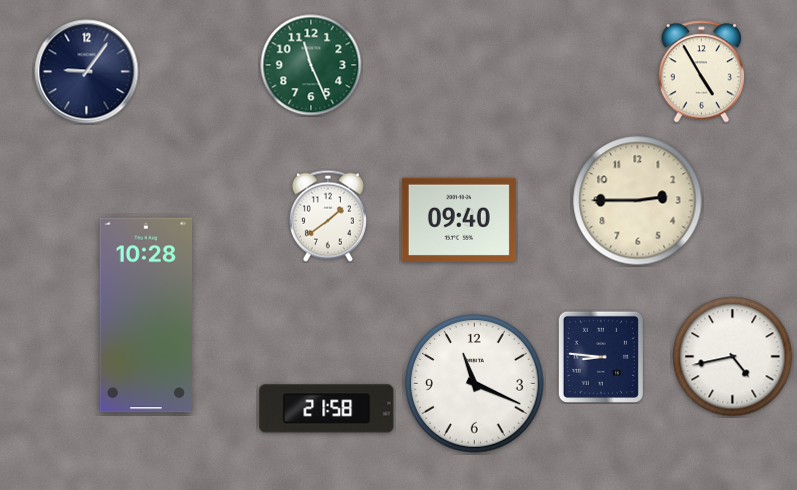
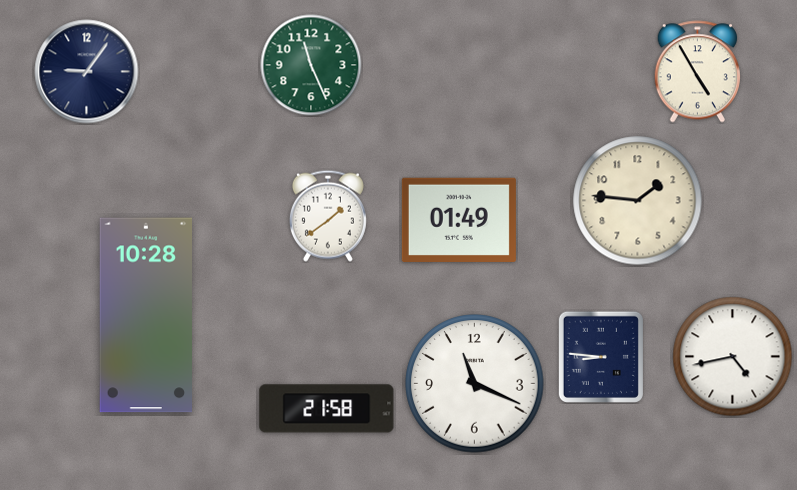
clock at (701, 72) position: (701, 72) -> (697, 72)
clock at (638, 201): 2:45 -> 1:46
clock at (459, 220): 09:40 -> 01:49
